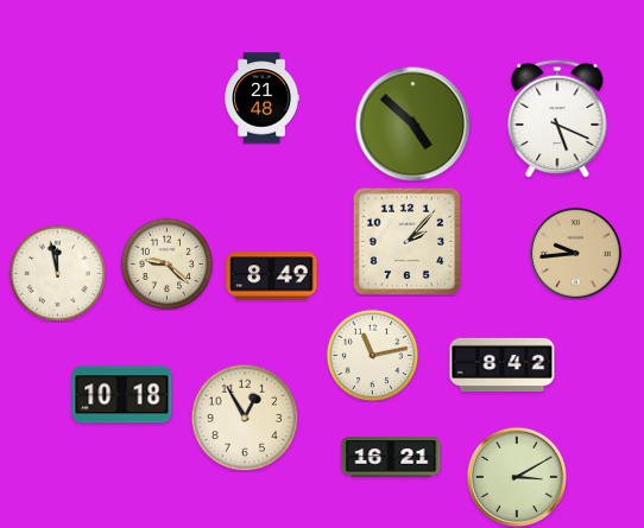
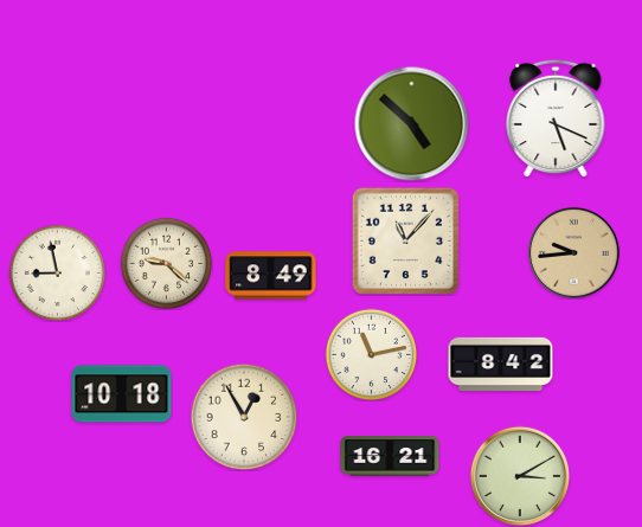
clock at (261, 98): 21:48 -> none
clock at (406, 241): 2:07 -> 11:07
clock at (57, 273): 11:58 -> 8:58
clock at (517, 477) position: (517, 477) -> (520, 476)
